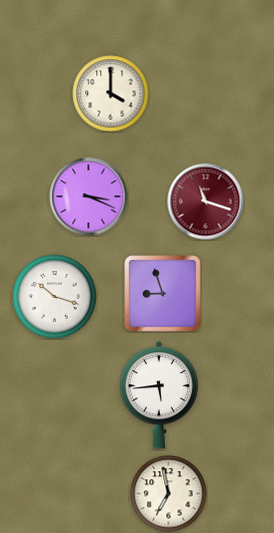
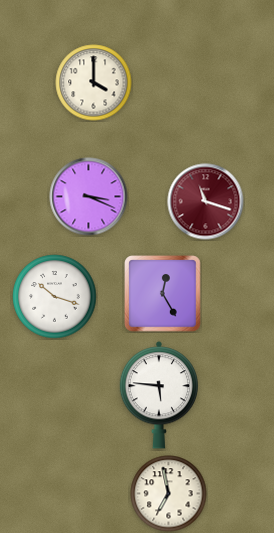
clock at (111, 94) position: (111, 94) -> (94, 83)
clock at (163, 294): 8:57 -> 12:25
clock at (158, 395): 5:44 -> 5:46
